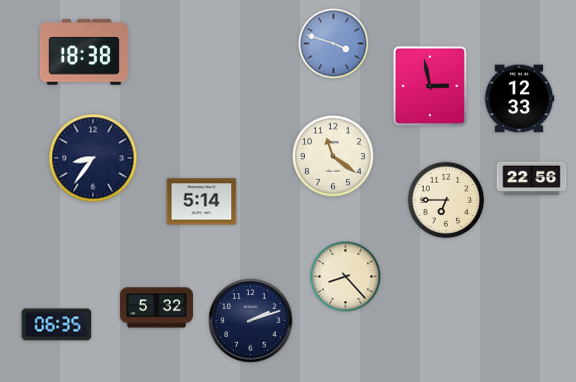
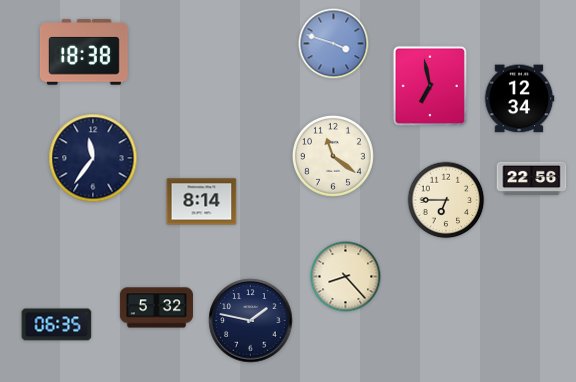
clock at (429, 86): 2:58 -> 6:58
clock at (519, 99): 12:33 -> 12:34
clock at (93, 158): 8:36 -> 11:36
clock at (202, 202): 5:14 -> 8:14
clock at (251, 321): 2:12 -> 1:47
